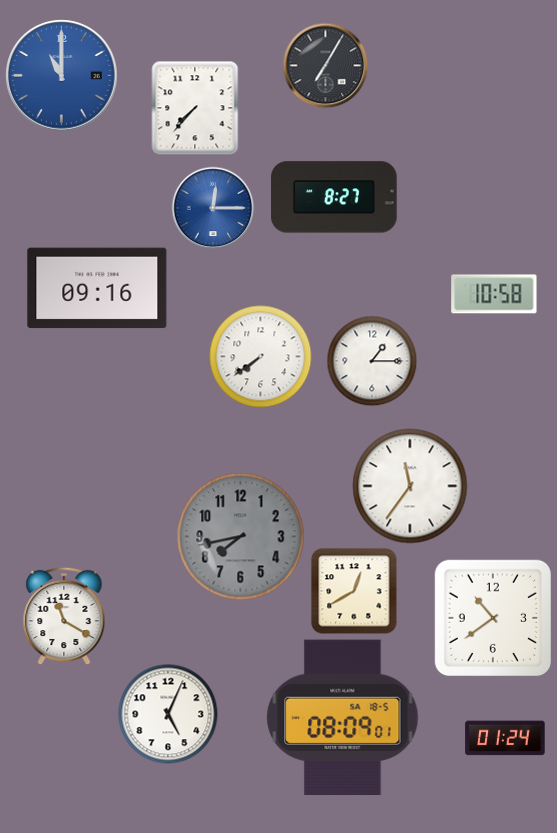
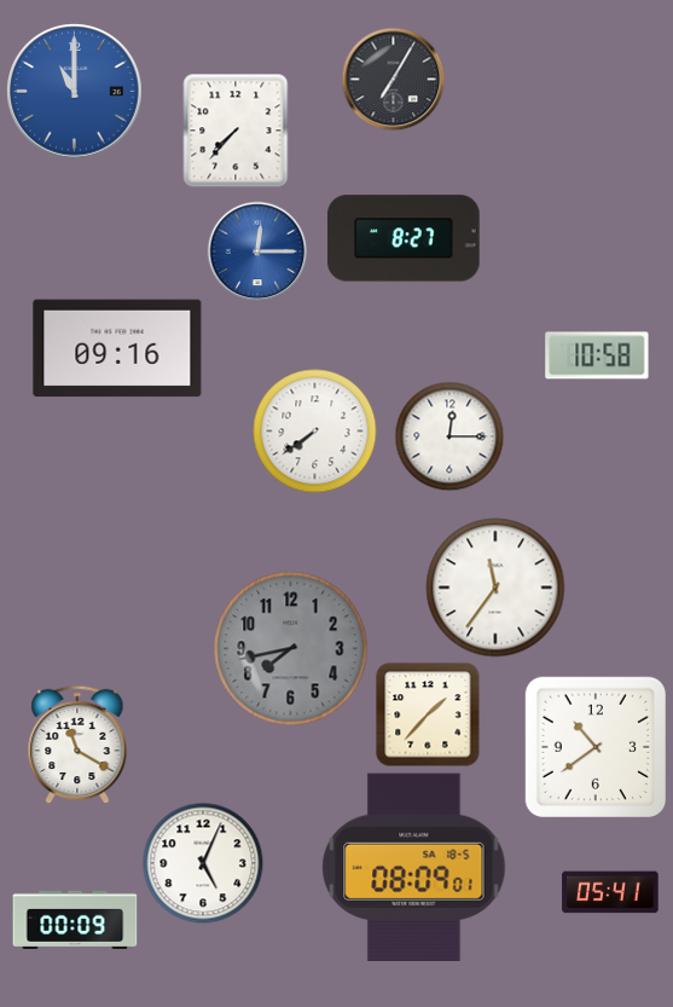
clock at (372, 361): 1:15 -> 12:15
clock at (354, 591): 12:40 -> 1:37
clock at (505, 738): 01:24 -> 05:41
clock at (75, 919): none -> 00:09
